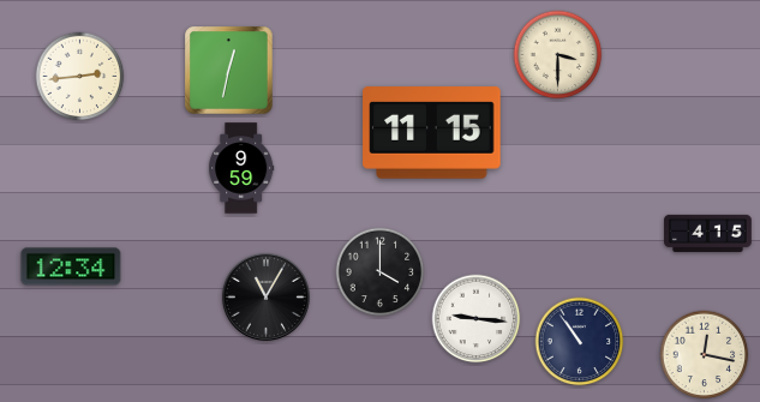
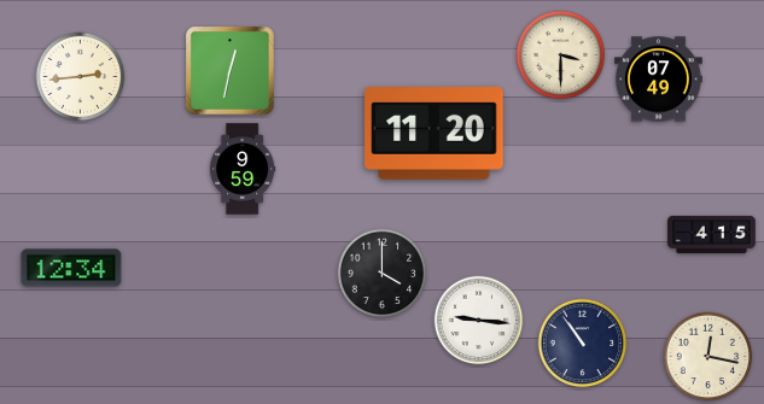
clock at (659, 80): none -> 07:49
clock at (432, 133): 11:15 -> 11:20
clock at (265, 296): 11:05 -> none
